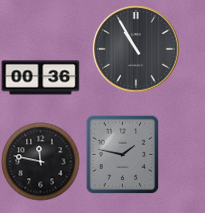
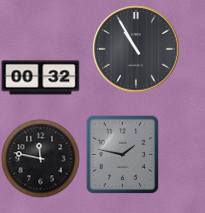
clock at (40, 78): 00:36 -> 00:32
clock at (40, 161) position: (40, 161) -> (40, 158)
